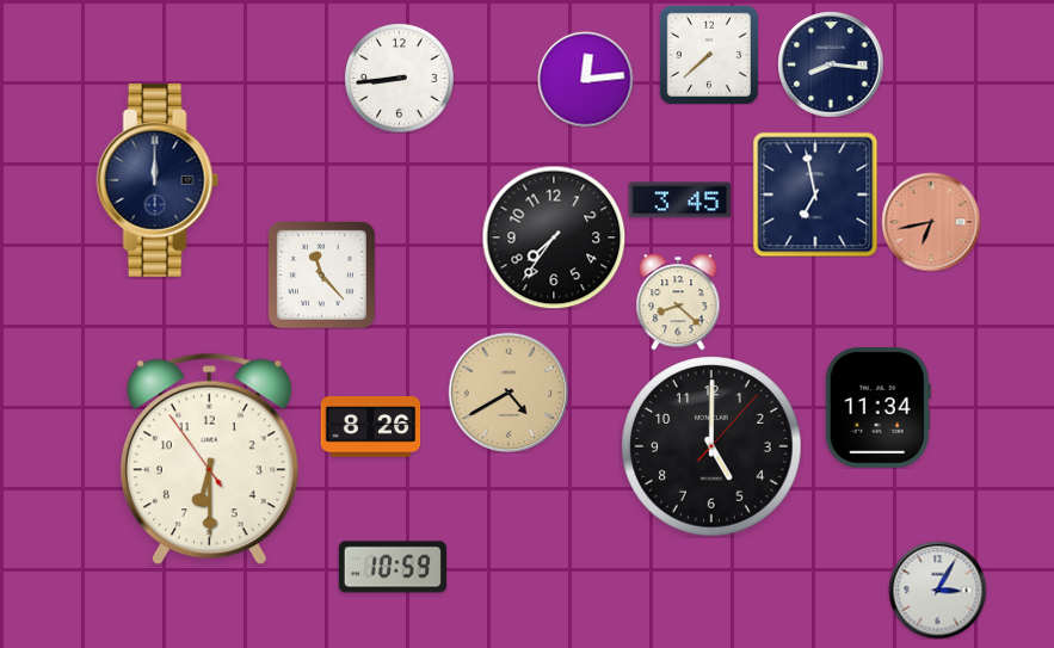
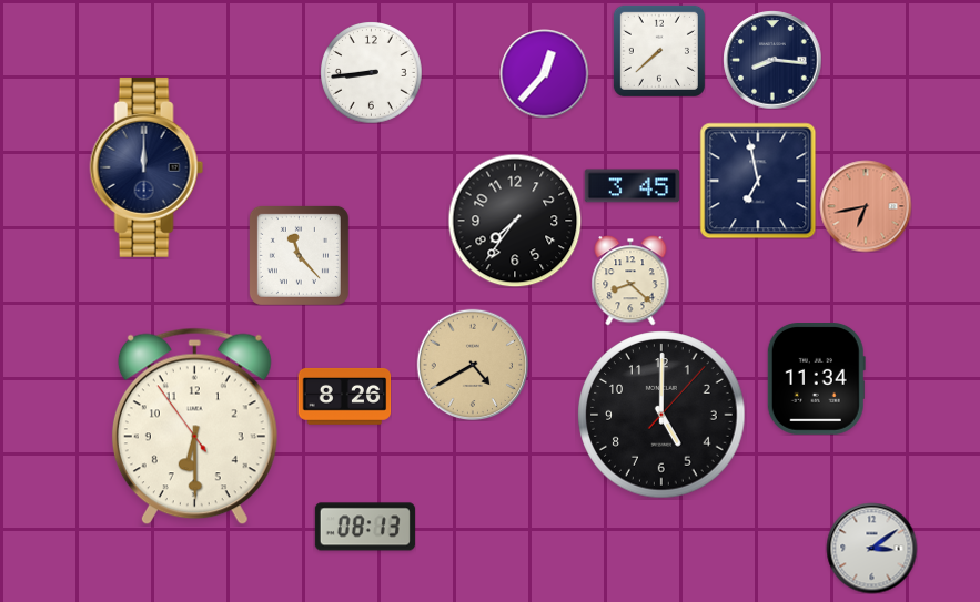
clock at (585, 79): 12:14 -> 12:37
clock at (393, 567): 10:59 -> 08:13
clock at (937, 590): 3:05 -> 3:09
